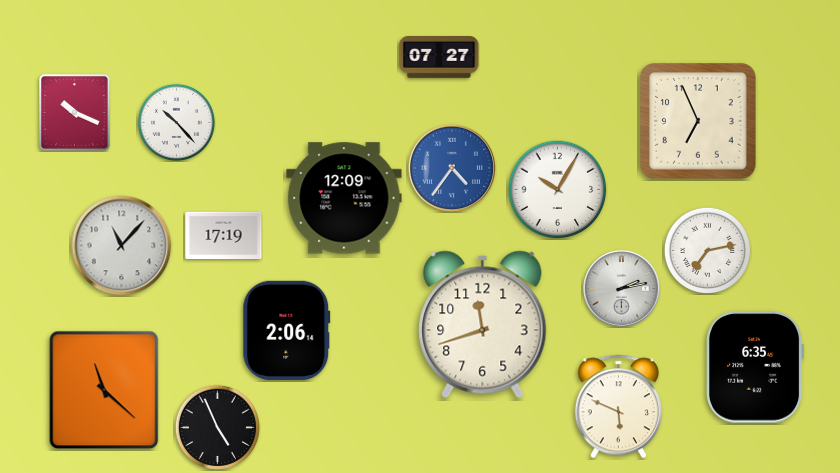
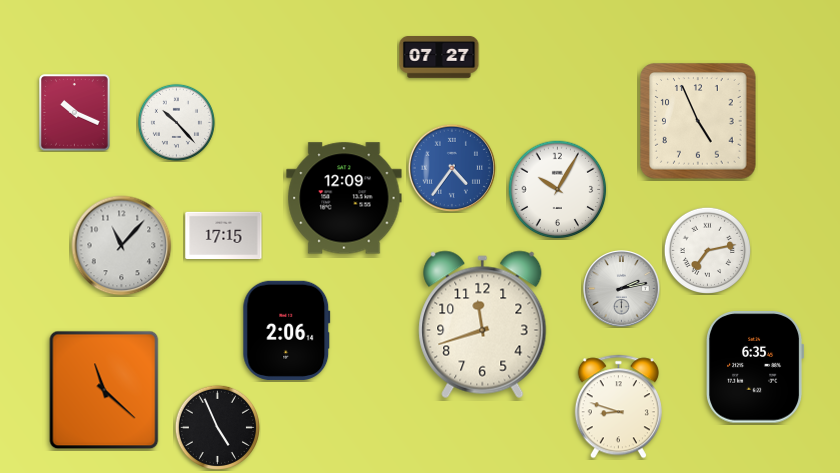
clock at (698, 121): 6:56 -> 4:56
clock at (224, 235): 17:19 -> 17:15
clock at (618, 407): 5:49 -> 8:48
